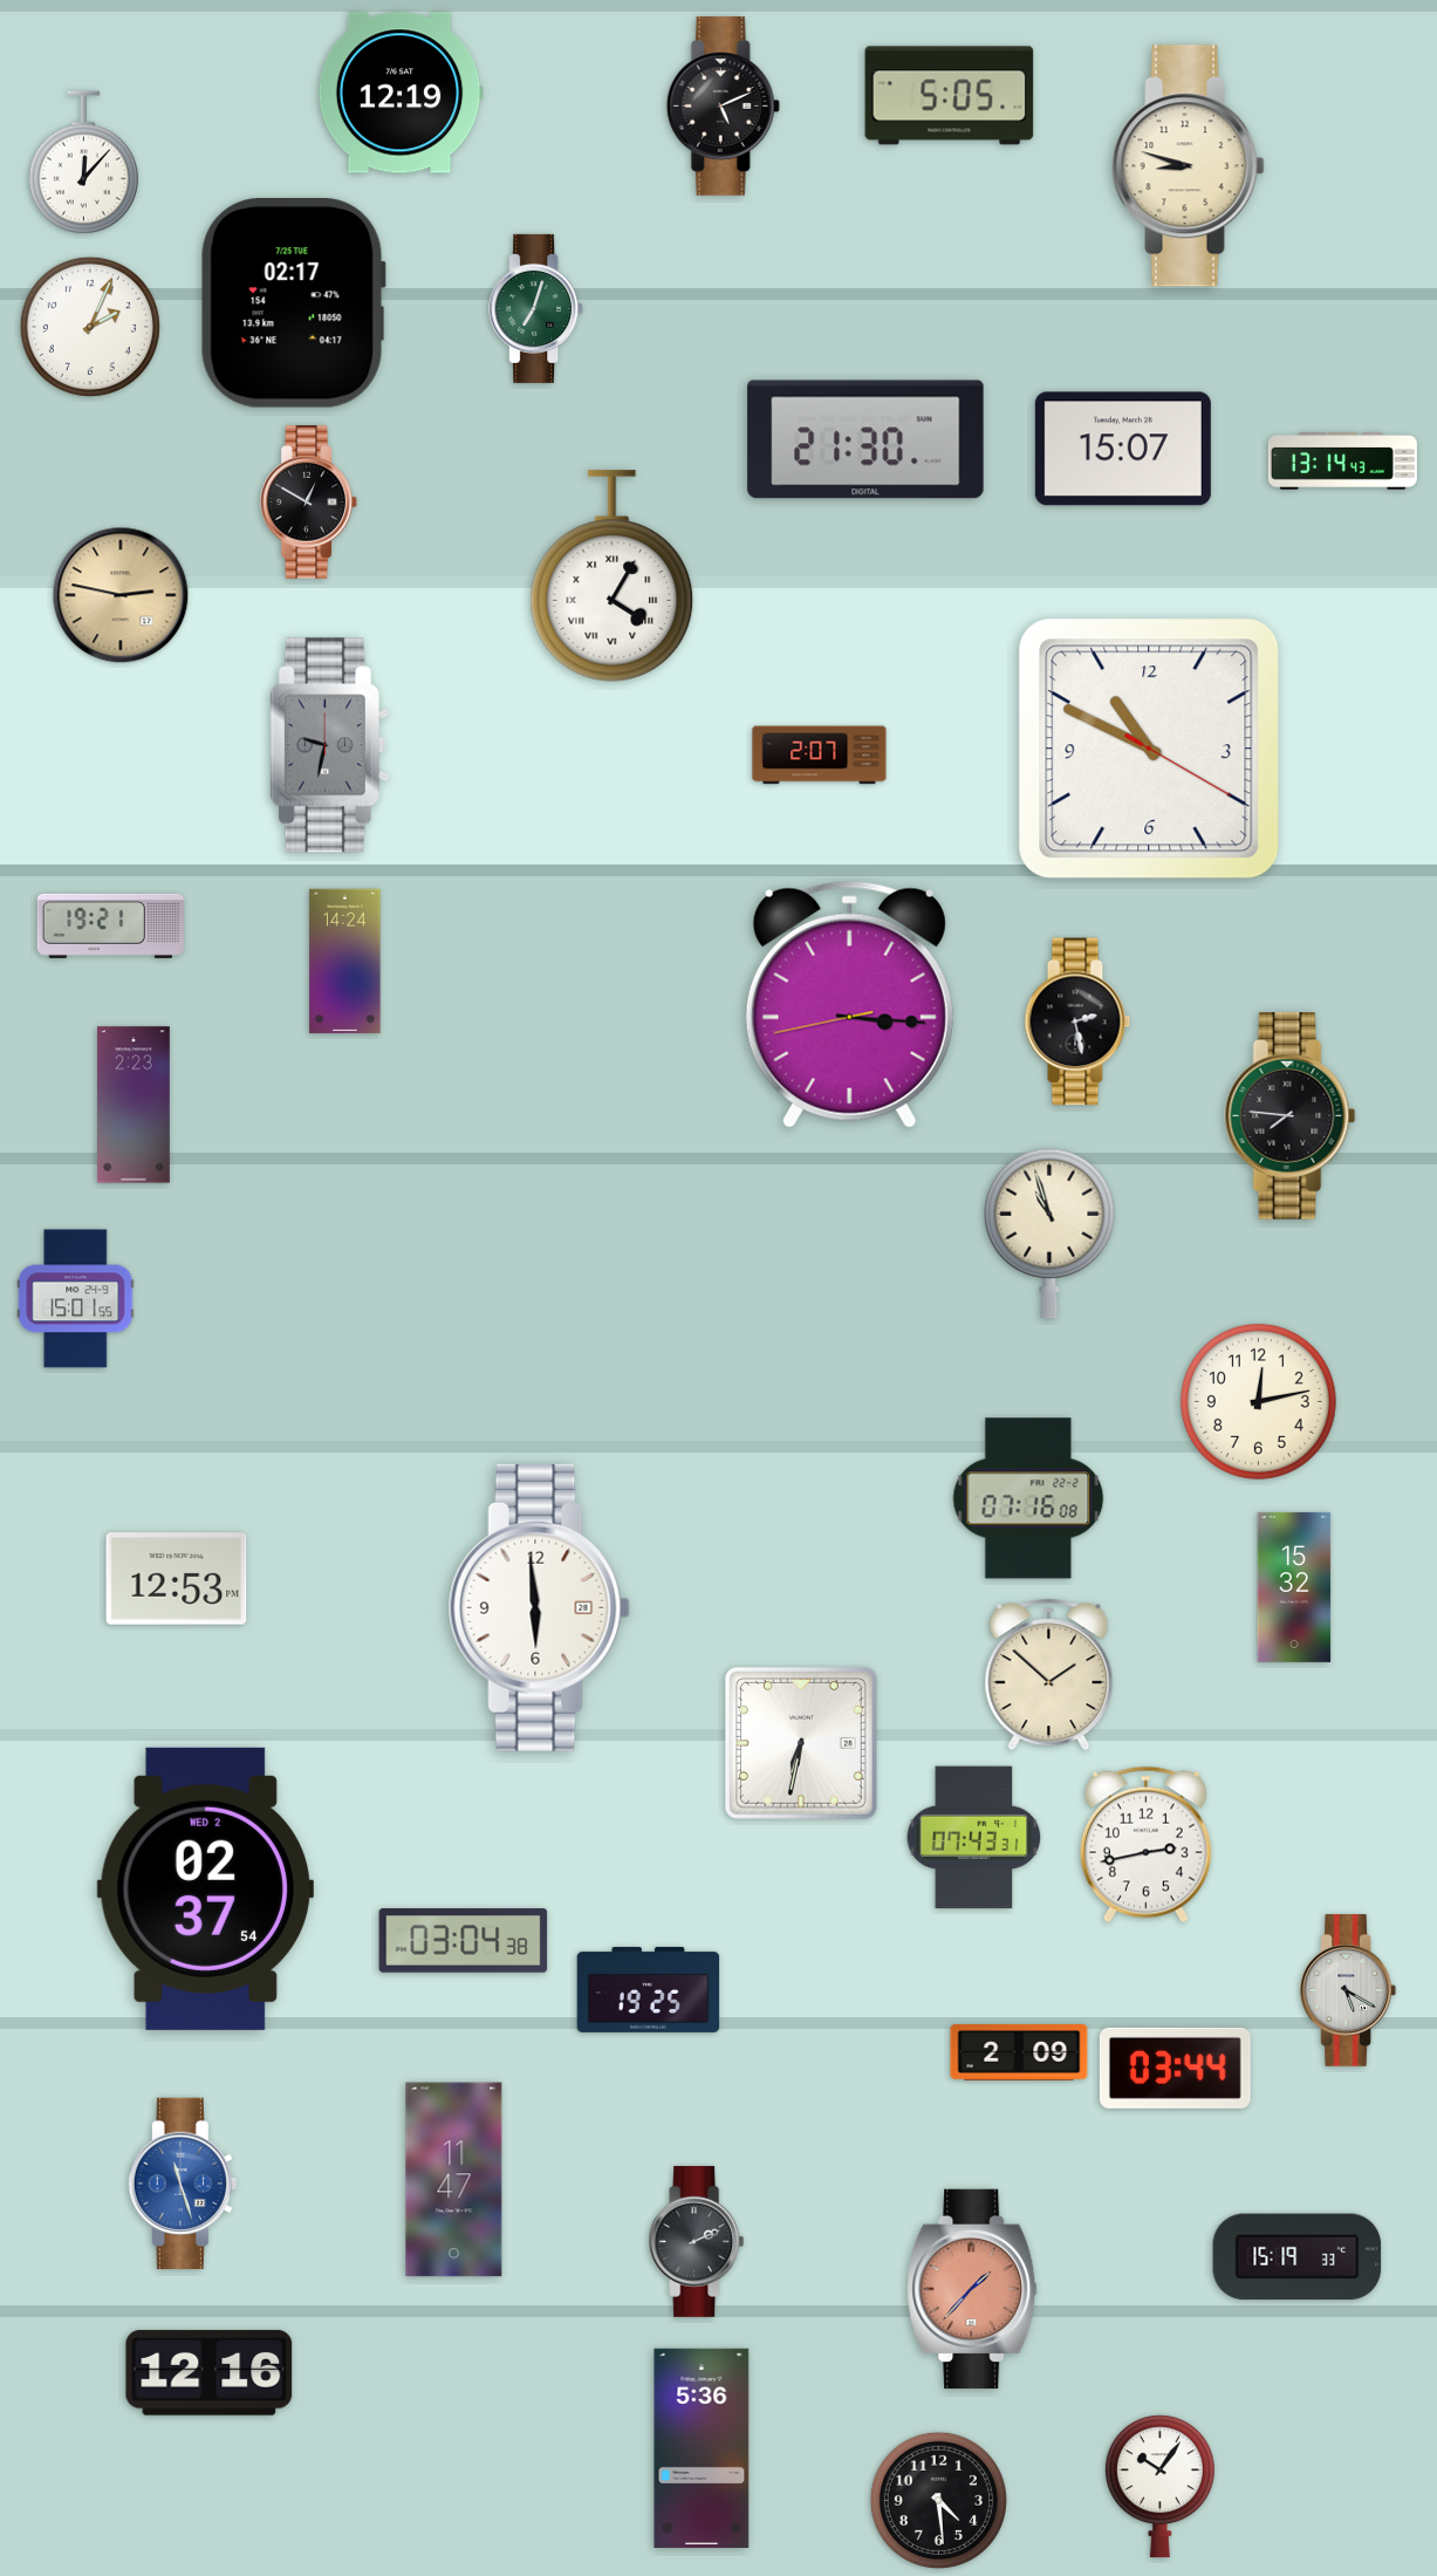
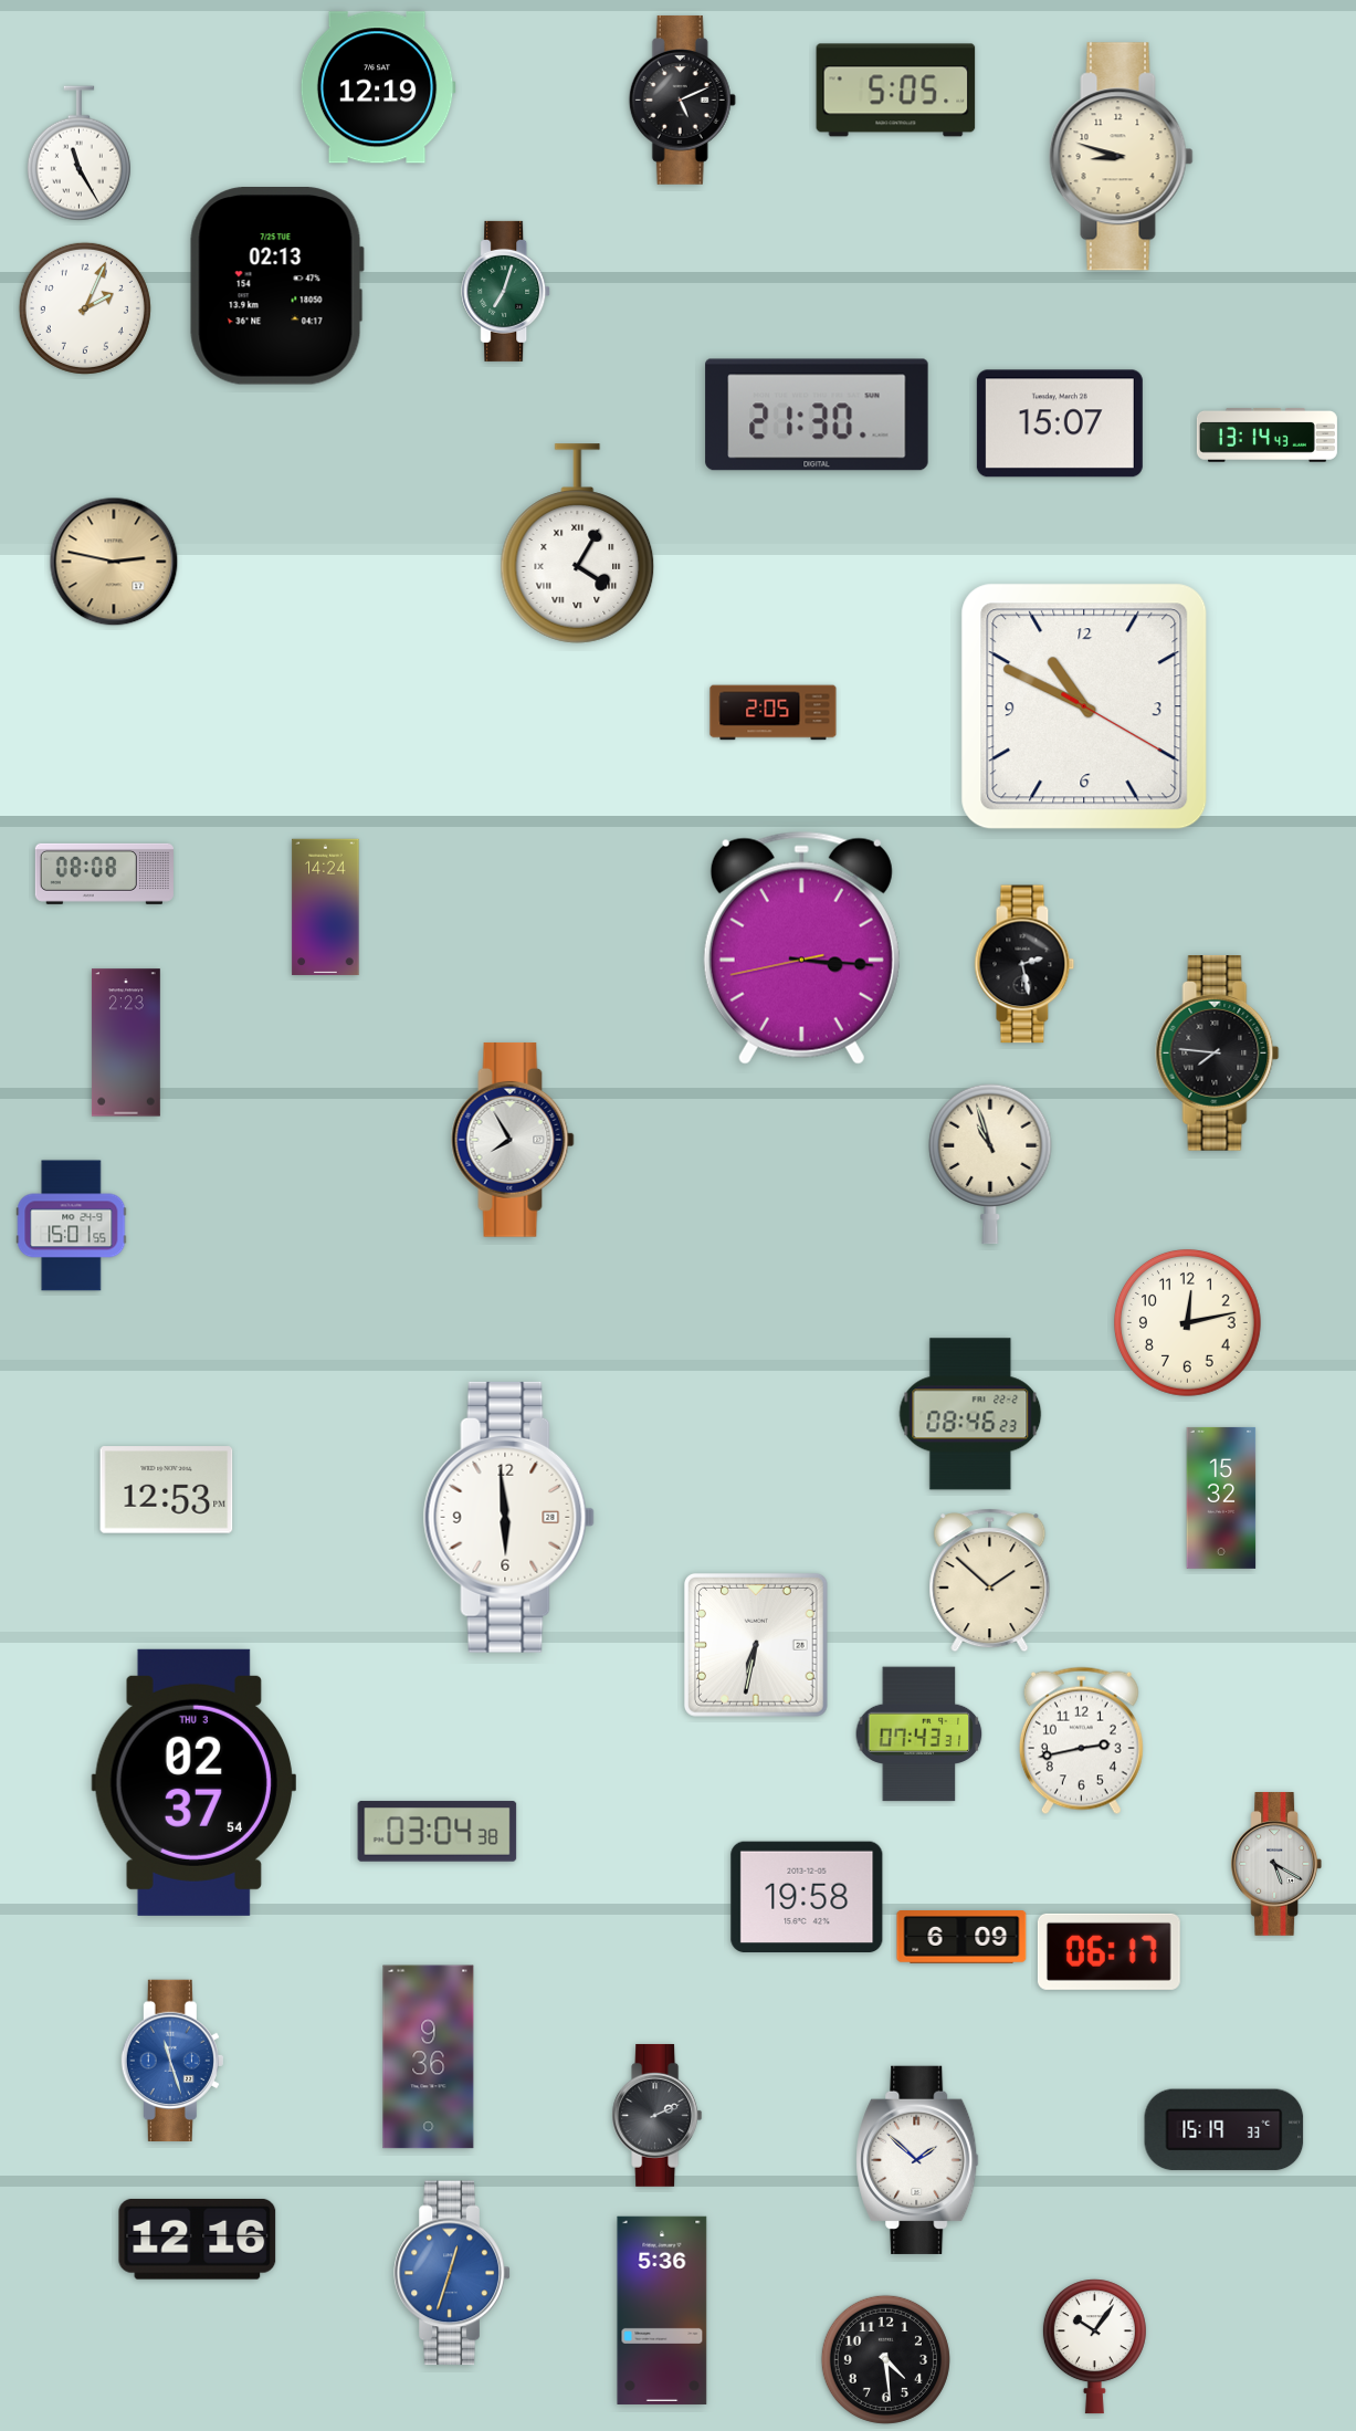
clock at (83, 163): 12:07 -> 11:25
clock at (293, 302): 02:17 -> 02:13
clock at (309, 503): 12:50 -> none
clock at (330, 745): 9:32 -> none
clock at (820, 756): 2:07 -> 2:05
clock at (110, 925): 19:21 -> 08:08
clock at (1077, 1021) position: (1077, 1021) -> (1024, 964)
clock at (513, 1140): none -> 7:55
clock at (1028, 1498): 07:16 -> 08:46
clock at (205, 1888) date: WED 2 -> THU 3
clock at (649, 1989): 19:25 -> none
clock at (1347, 1991) position: (1347, 1991) -> (1275, 1865)
clock at (807, 1896): none -> 19:58
clock at (1019, 2054): 2:09 -> 6:09
clock at (1175, 2068): 03:44 -> 06:17
clock at (454, 2180): 11:47 -> 9:36
clock at (972, 2289): 1:37 -> 1:52
clock at (972, 2289) dial: salmon -> white
clock at (452, 2273): none -> 12:33
